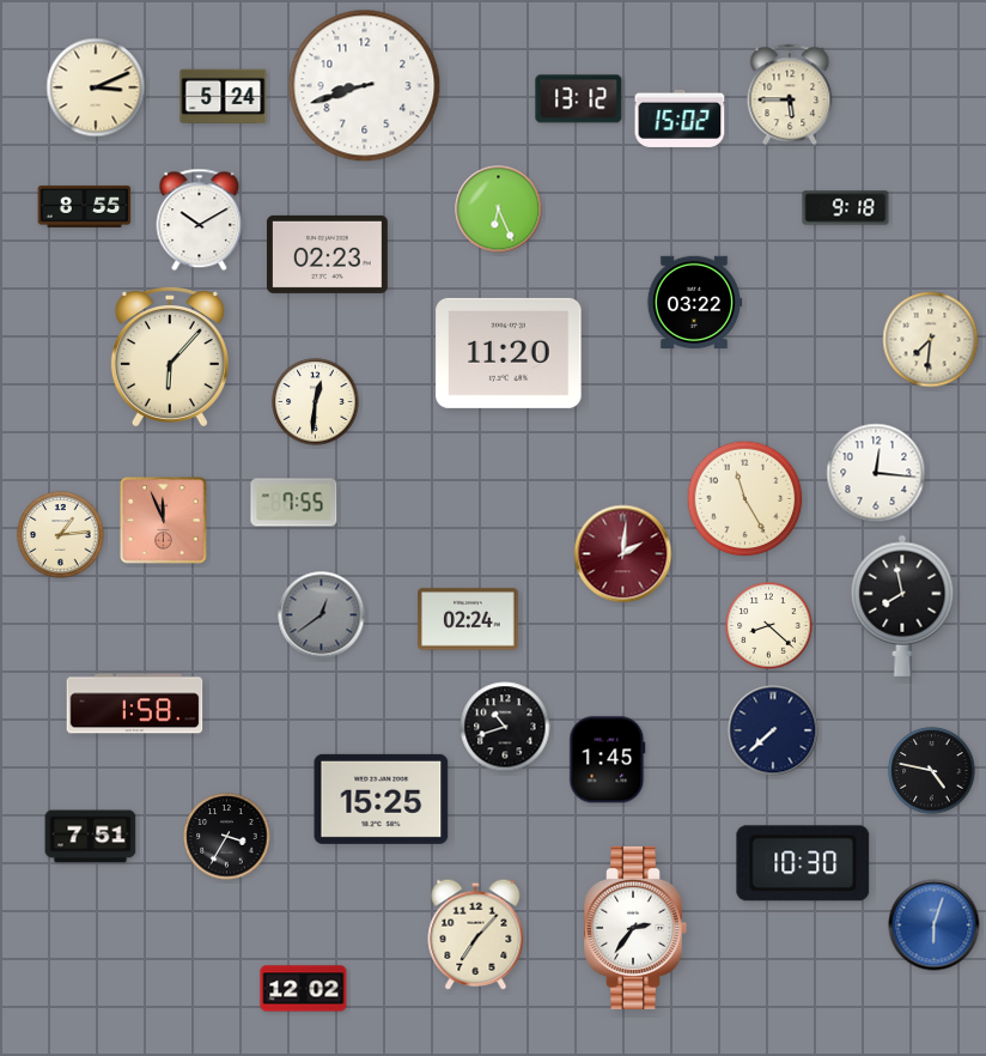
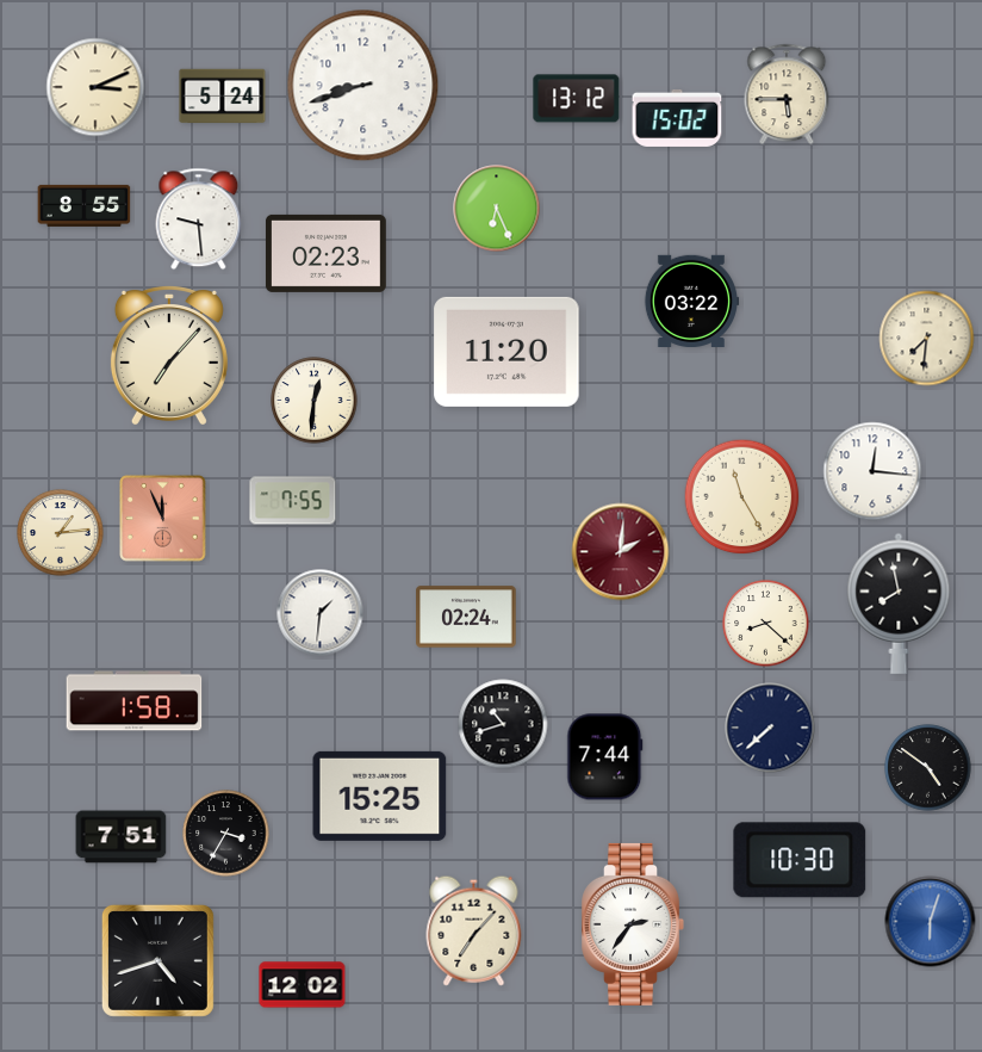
clock at (846, 208): 9:18 -> none
clock at (200, 220): 10:10 -> 9:29
clock at (170, 357): 6:07 -> 7:07
clock at (322, 615): 12:39 -> 1:31
clock at (322, 615) dial: grey -> white
clock at (608, 760): 1:45 -> 7:44
clock at (932, 771): 4:47 -> 4:51
clock at (91, 837) position: (91, 837) -> (122, 837)
clock at (157, 960): none -> 4:42
